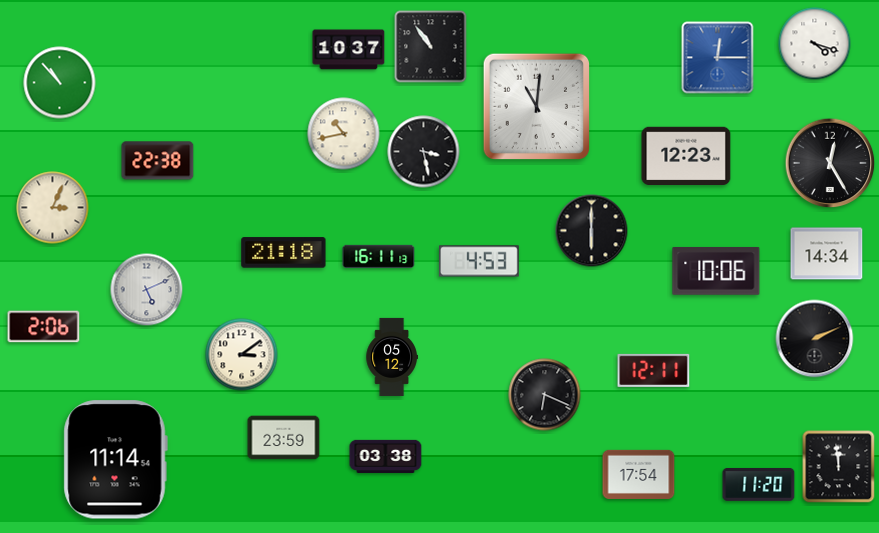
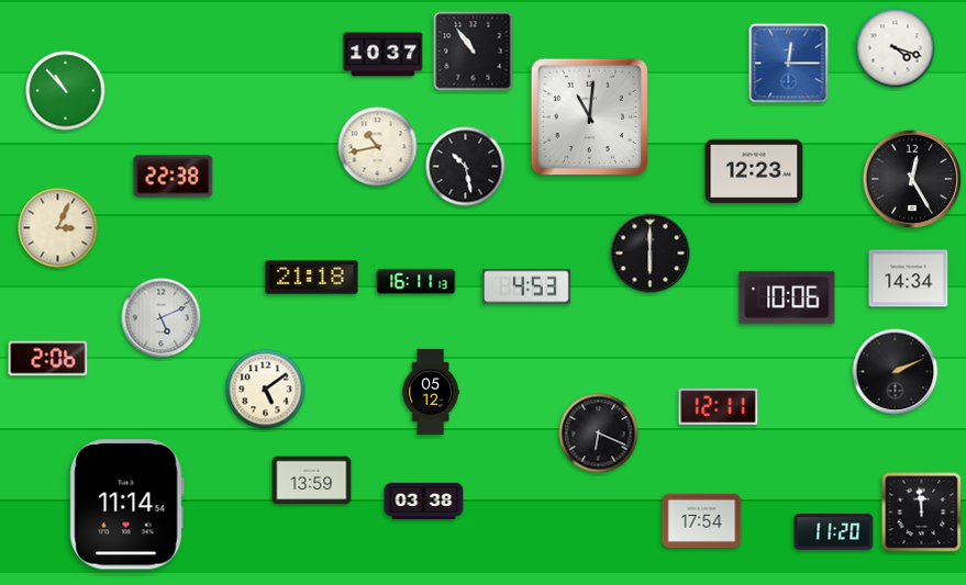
clock at (424, 152): 3:28 -> 10:28
clock at (242, 355): 3:09 -> 5:09
clock at (284, 438): 23:59 -> 13:59
